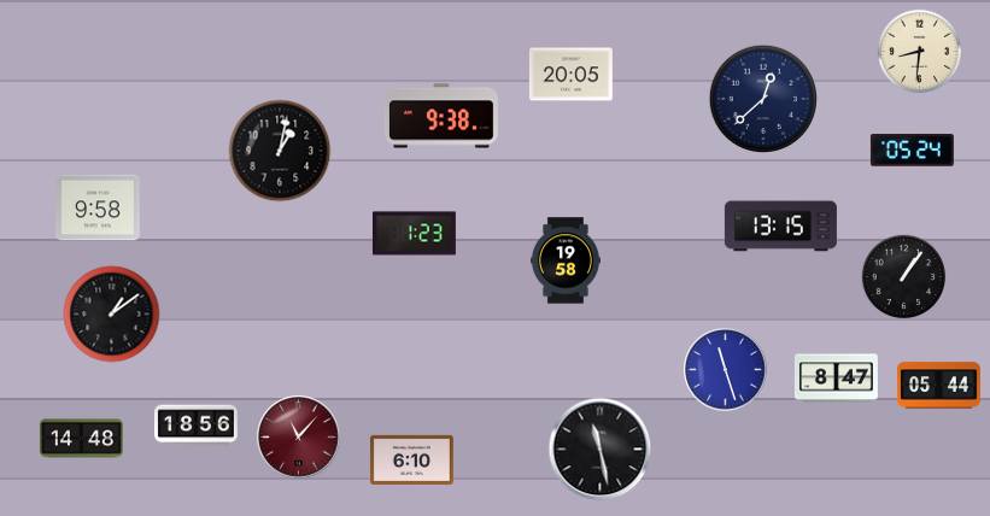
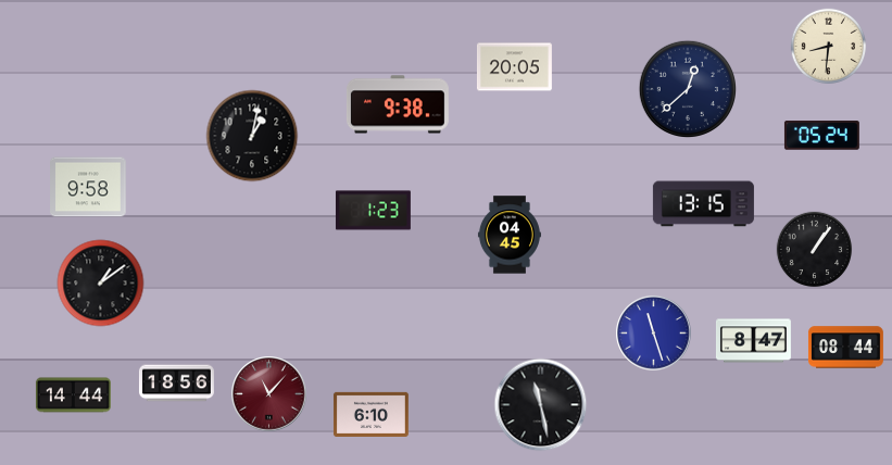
clock at (566, 260): 19:58 -> 04:45
clock at (938, 386): 05:44 -> 08:44
clock at (81, 439): 14:48 -> 14:44
